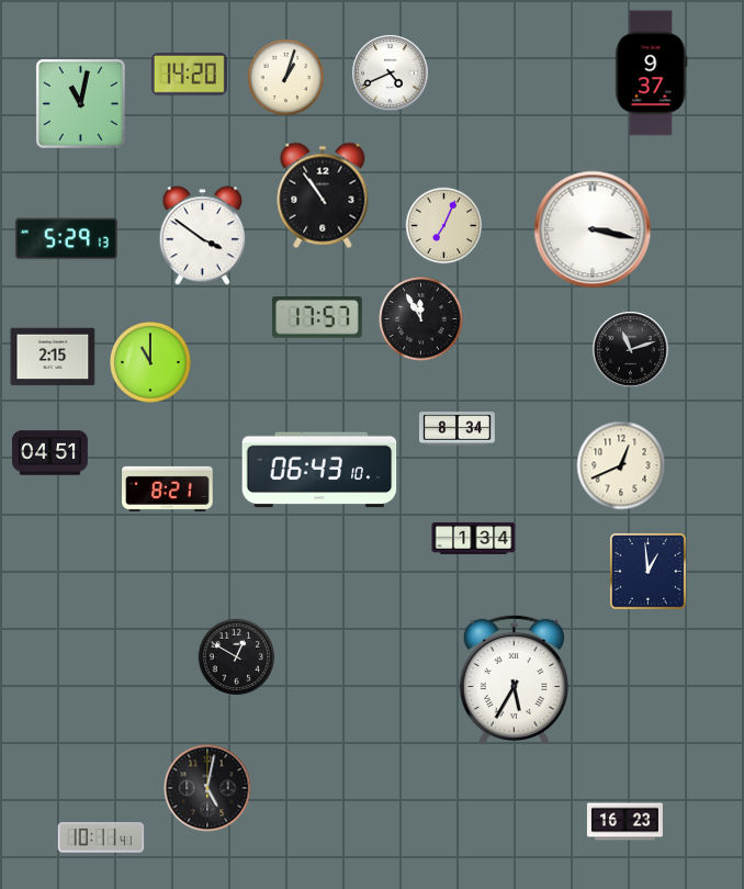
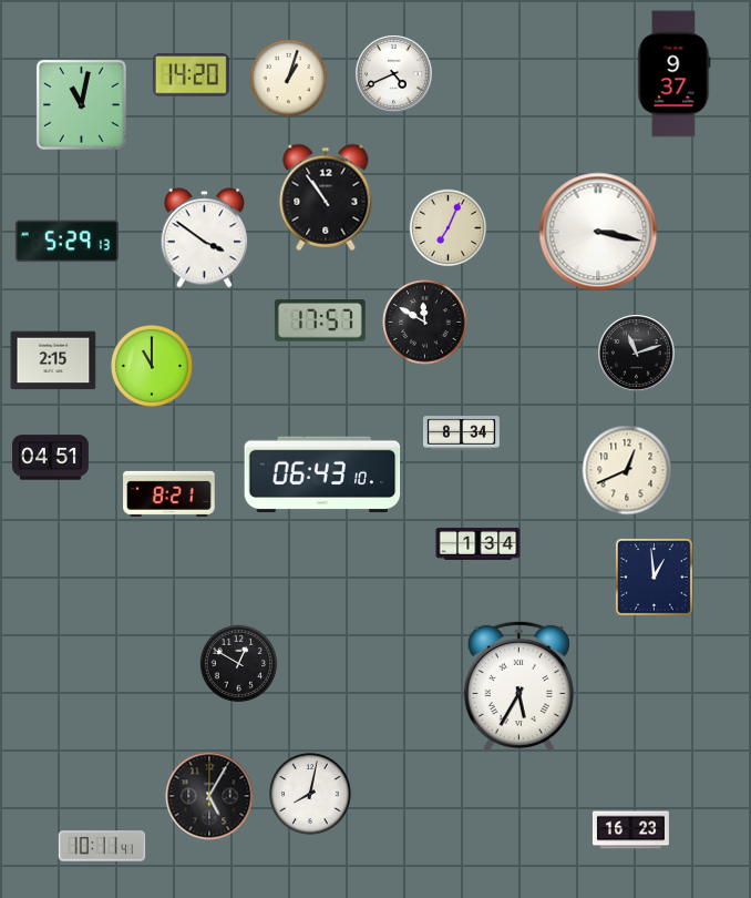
clock at (652, 74) position: (652, 74) -> (675, 74)
clock at (421, 319): 11:55 -> 11:50
clock at (310, 794): none -> 8:02
clock at (207, 788): 5:02 -> 5:05
